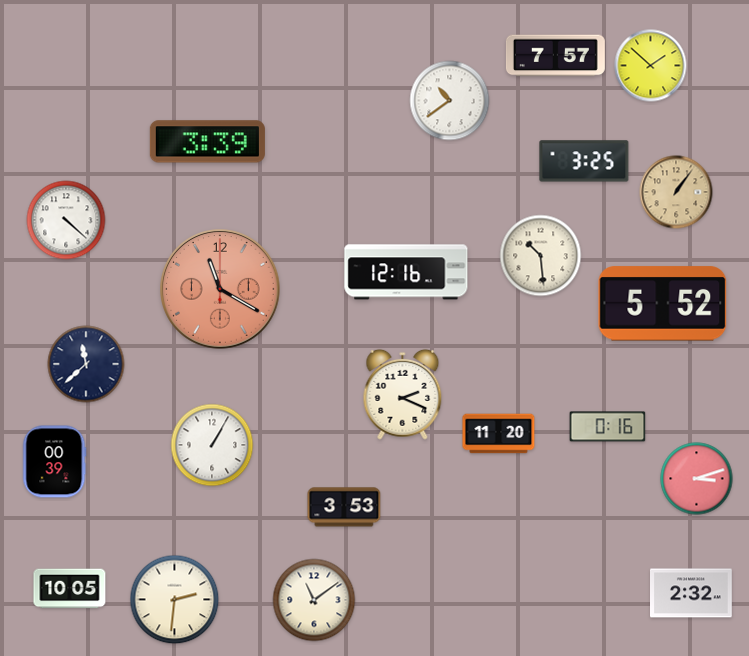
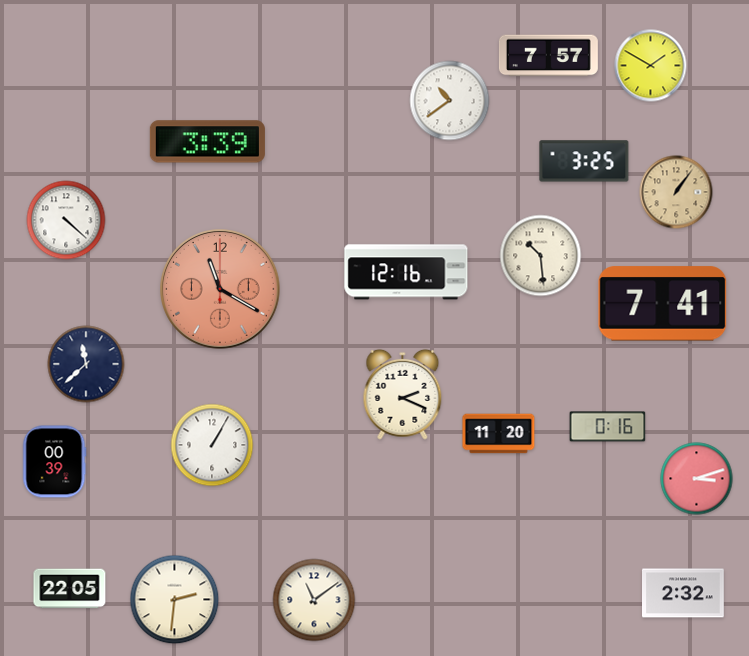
clock at (555, 56) position: (555, 56) -> (548, 56)
clock at (651, 66): 1:52 -> 1:50
clock at (663, 304): 5:52 -> 7:41
clock at (344, 507): 3:53 -> none
clock at (70, 589): 10:05 -> 22:05
clock at (692, 593) position: (692, 593) -> (684, 593)
